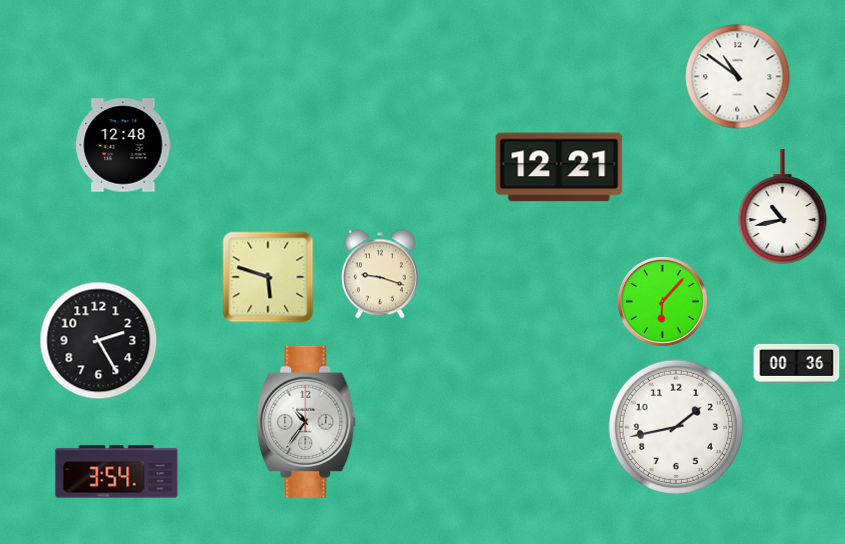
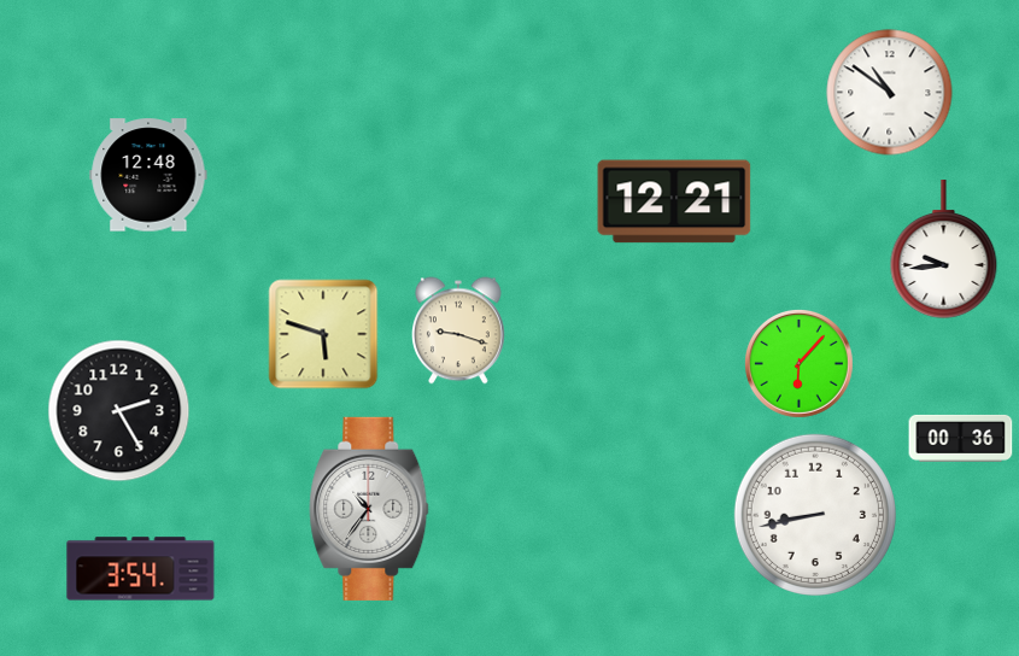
clock at (783, 207): 10:43 -> 9:44
clock at (676, 427): 1:43 -> 8:43
